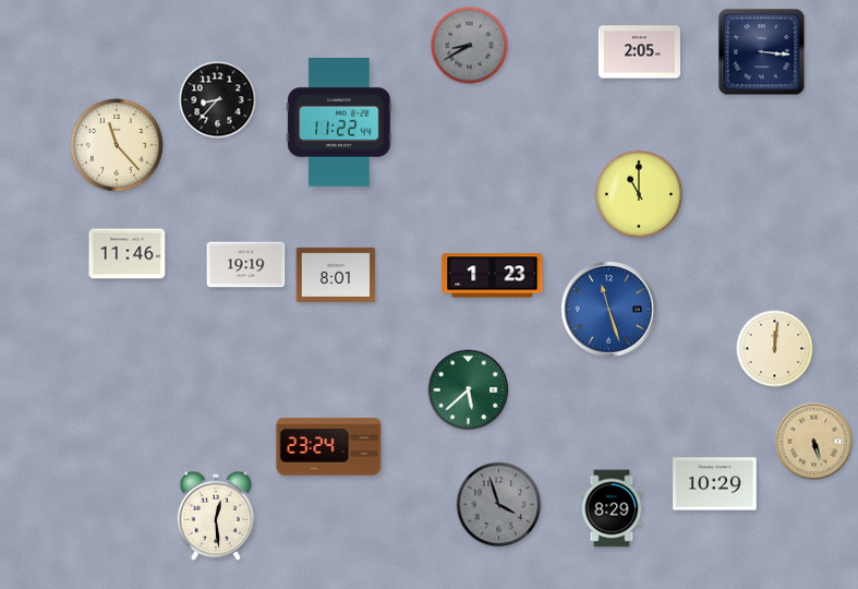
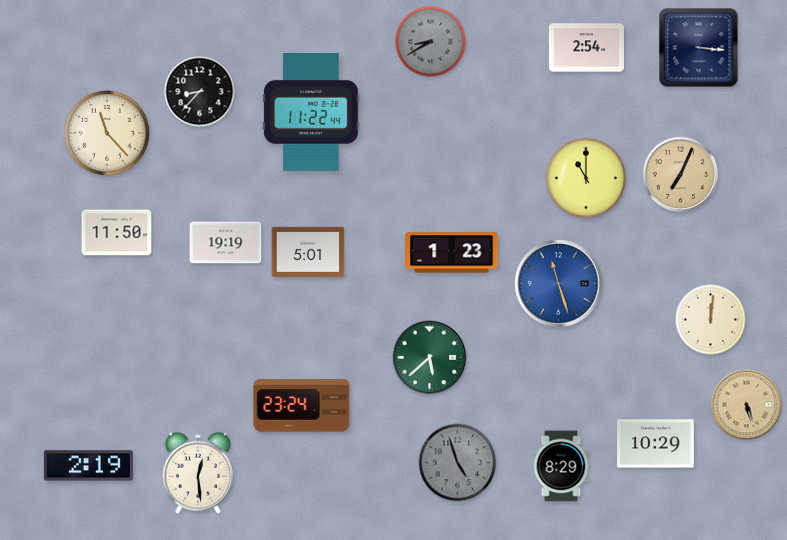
clock at (639, 52): 2:05 -> 2:54
clock at (681, 175): none -> 7:04
clock at (128, 254): 11:46 -> 11:50
clock at (336, 275): 8:01 -> 5:01
clock at (329, 447) position: (329, 447) -> (302, 406)
clock at (499, 505): 3:57 -> 4:57
clock at (88, 466): none -> 2:19
